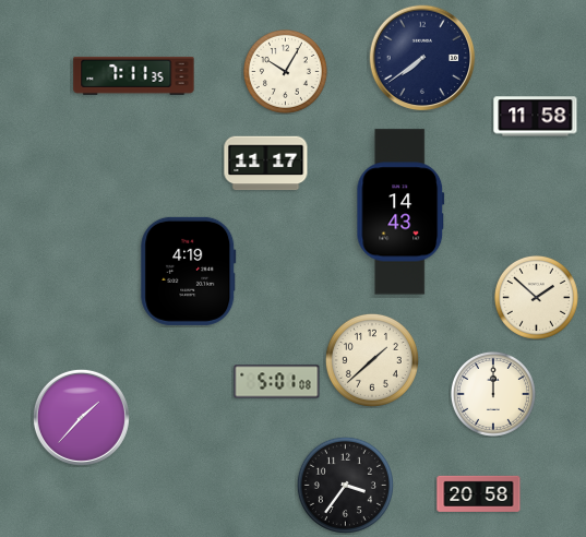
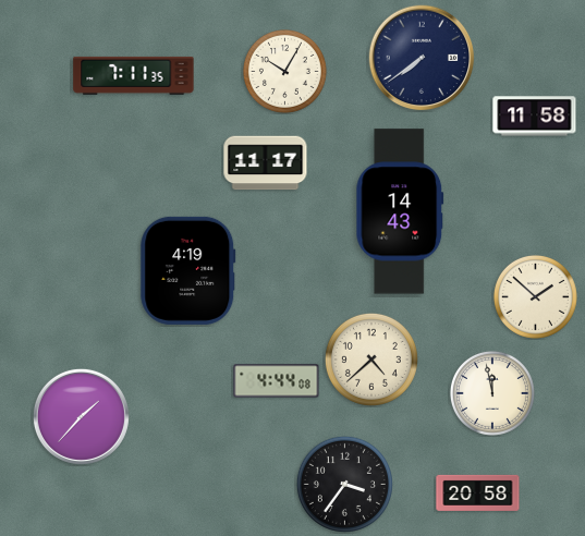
clock at (372, 360): 1:38 -> 4:38
clock at (277, 382): 5:01 -> 4:44
clock at (493, 394): 12:00 -> 11:58
